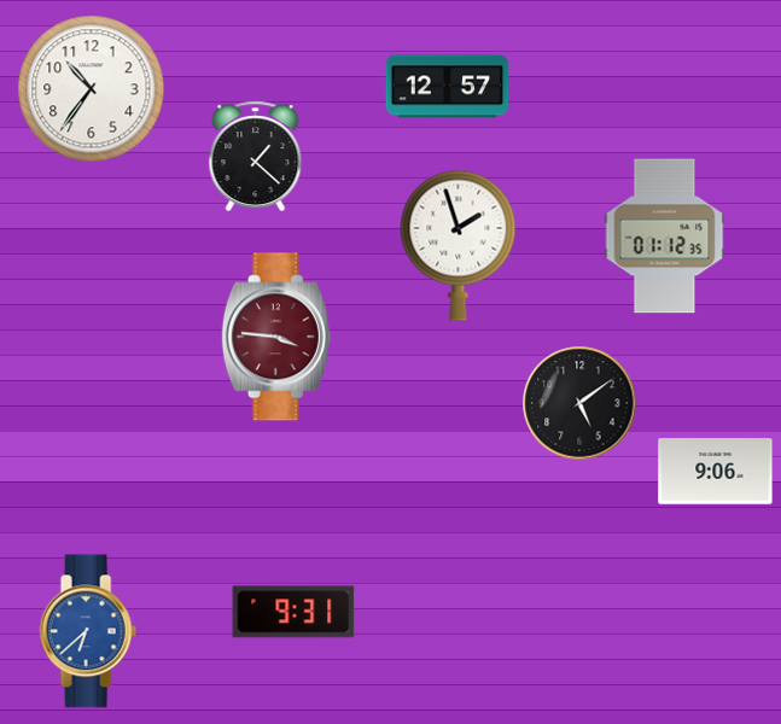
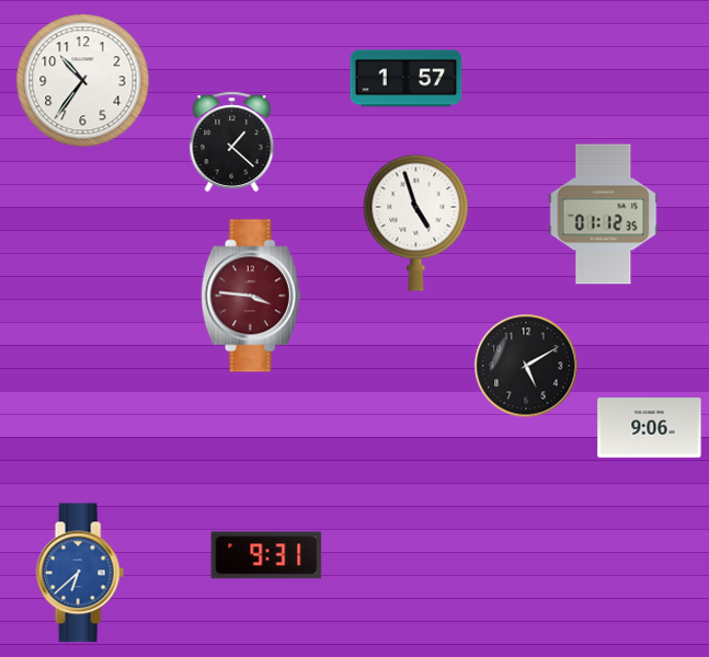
clock at (448, 87): 12:57 -> 1:57
clock at (459, 245): 1:57 -> 4:57
clock at (276, 337) position: (276, 337) -> (251, 296)
clock at (579, 403): 5:09 -> 5:10
